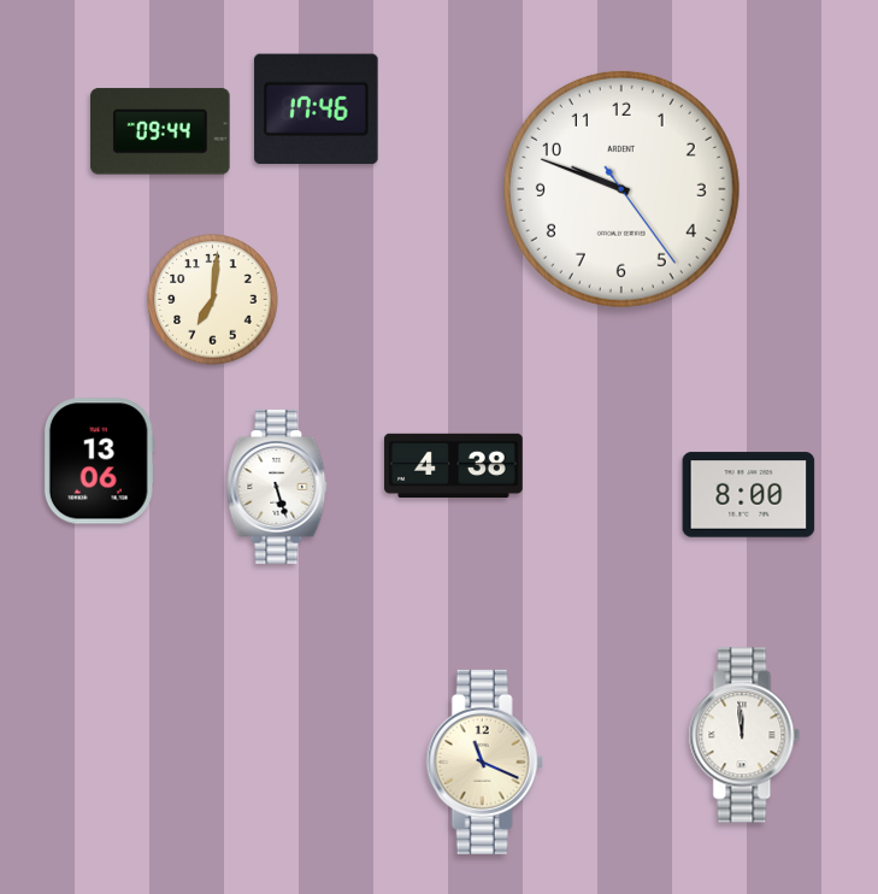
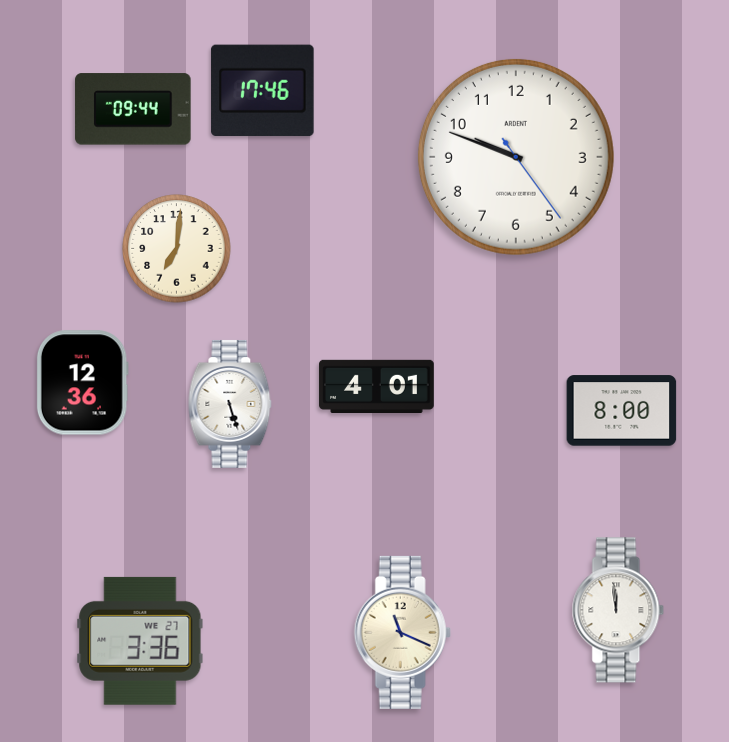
clock at (99, 461): 13:06 -> 12:36
clock at (454, 465): 4:38 -> 4:01
clock at (140, 641): none -> 3:36
